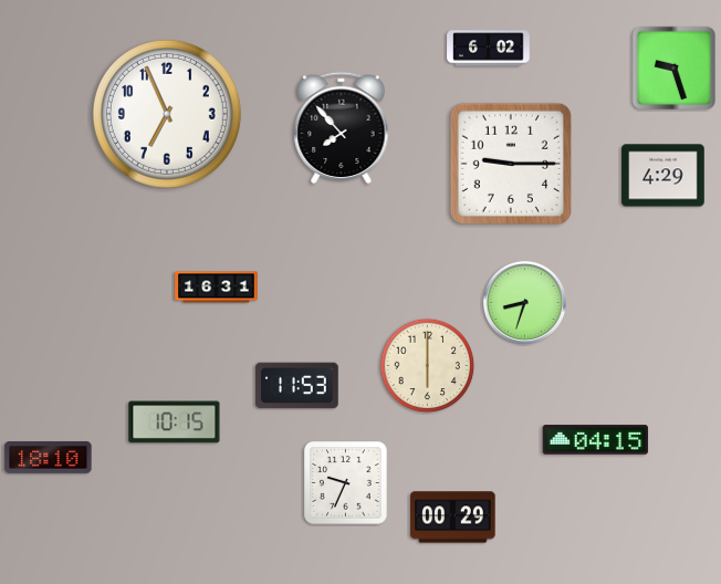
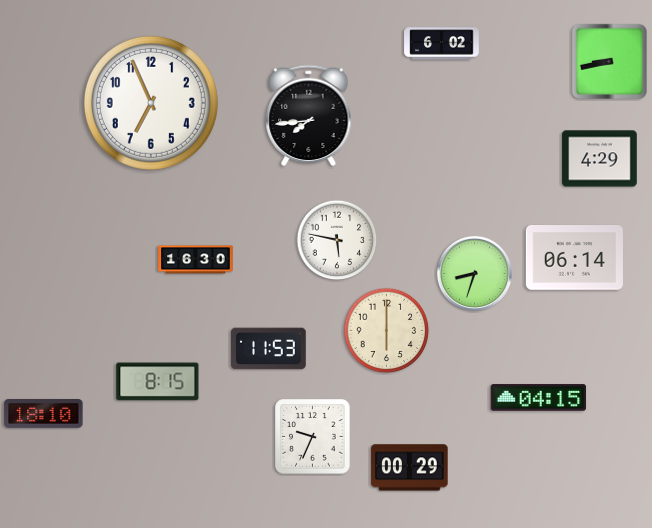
clock at (673, 67): 9:27 -> 8:43
clock at (342, 128): 7:53 -> 7:44
clock at (511, 164): 9:15 -> none
clock at (337, 240): none -> 5:47
clock at (574, 258): none -> 06:14
clock at (217, 288): 16:31 -> 16:30
clock at (175, 423): 10:15 -> 8:15
